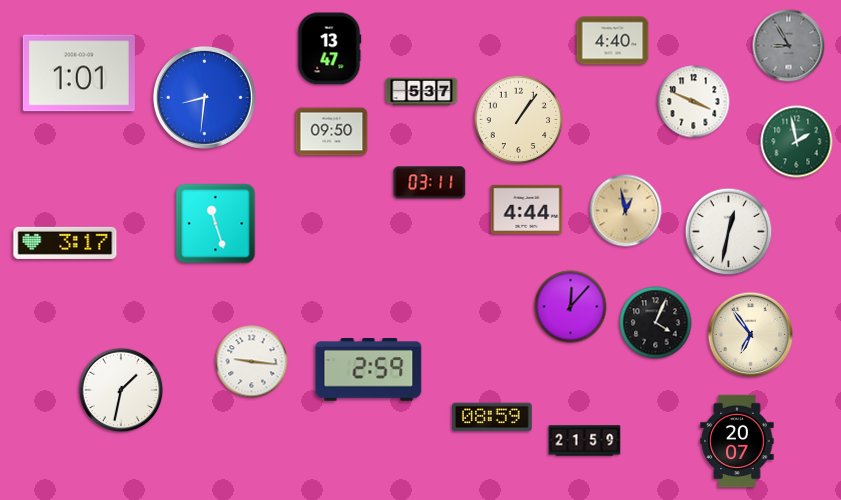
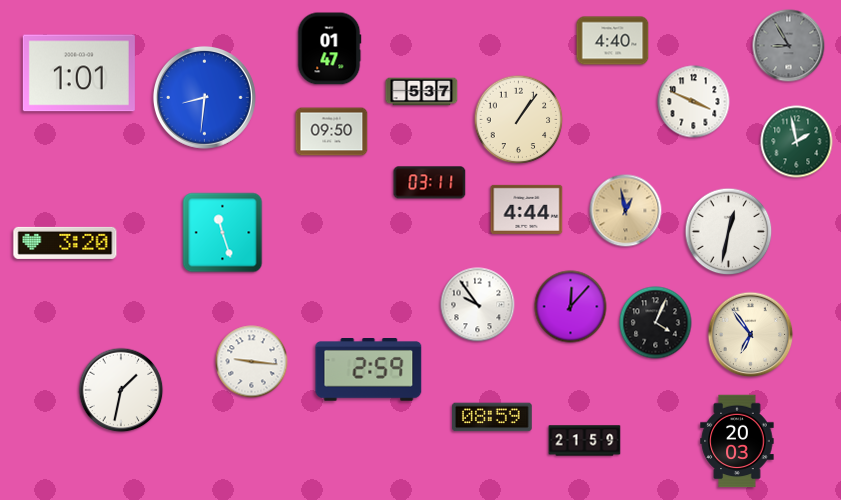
clock at (329, 49): 13:47 -> 01:47
clock at (216, 224) position: (216, 224) -> (223, 233)
clock at (65, 243): 3:17 -> 3:20
clock at (478, 305): none -> 9:54
clock at (737, 441): 20:07 -> 20:03
